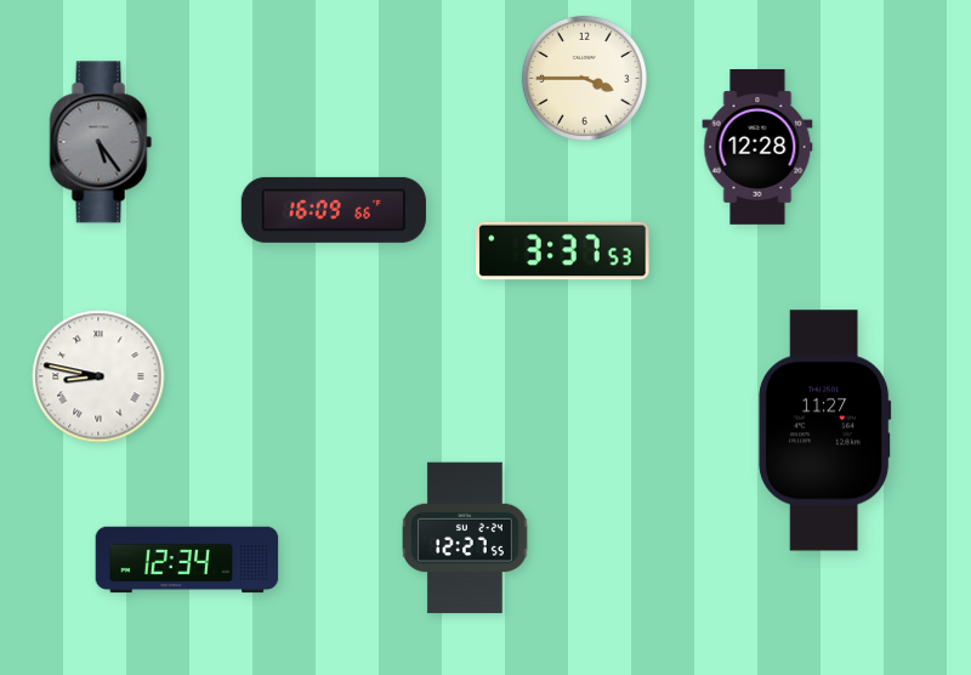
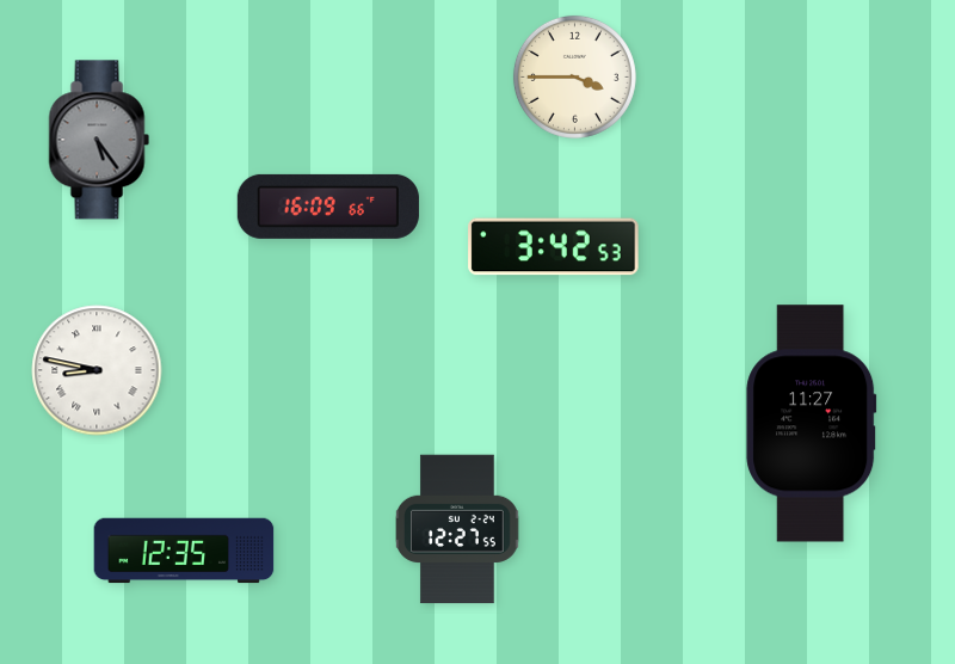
clock at (757, 148): 12:28 -> none
clock at (563, 251): 3:37 -> 3:42
clock at (187, 560): 12:34 -> 12:35
